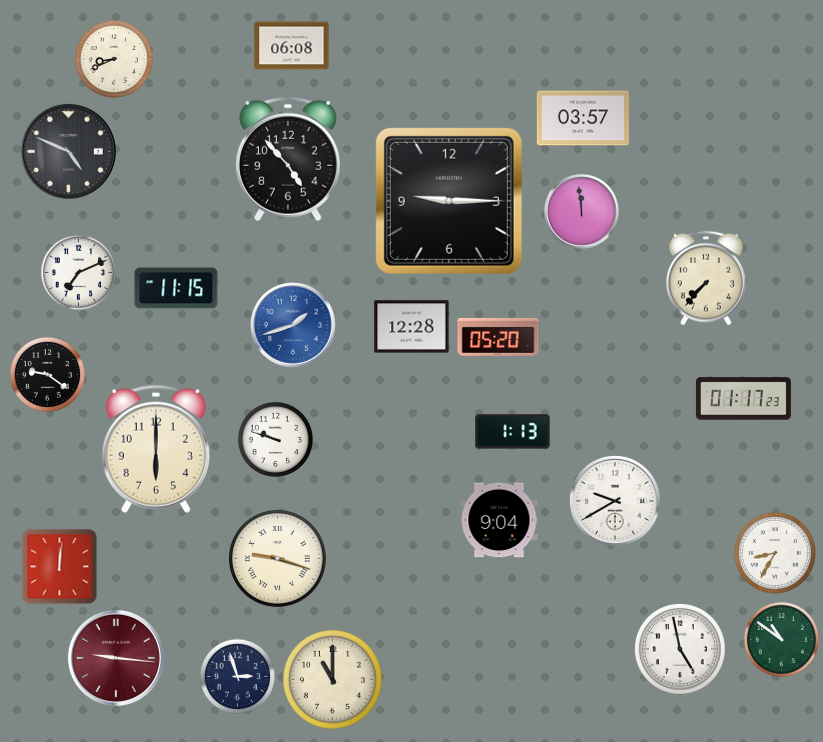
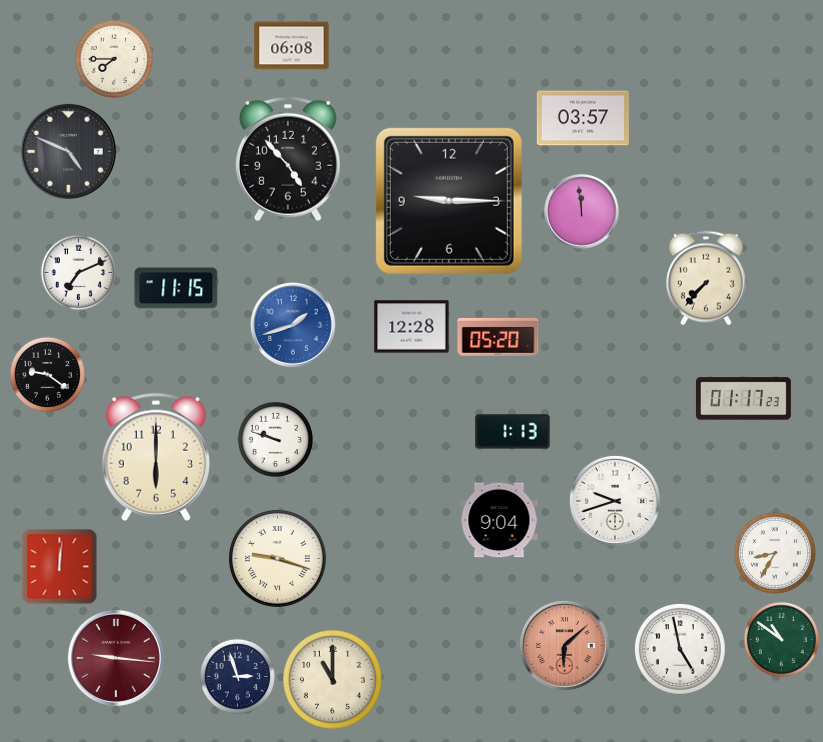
clock at (114, 59): 8:41 -> 7:45
clock at (156, 449) position: (156, 449) -> (156, 457)
clock at (615, 501): 9:40 -> 9:42
clock at (564, 645): none -> 6:08
